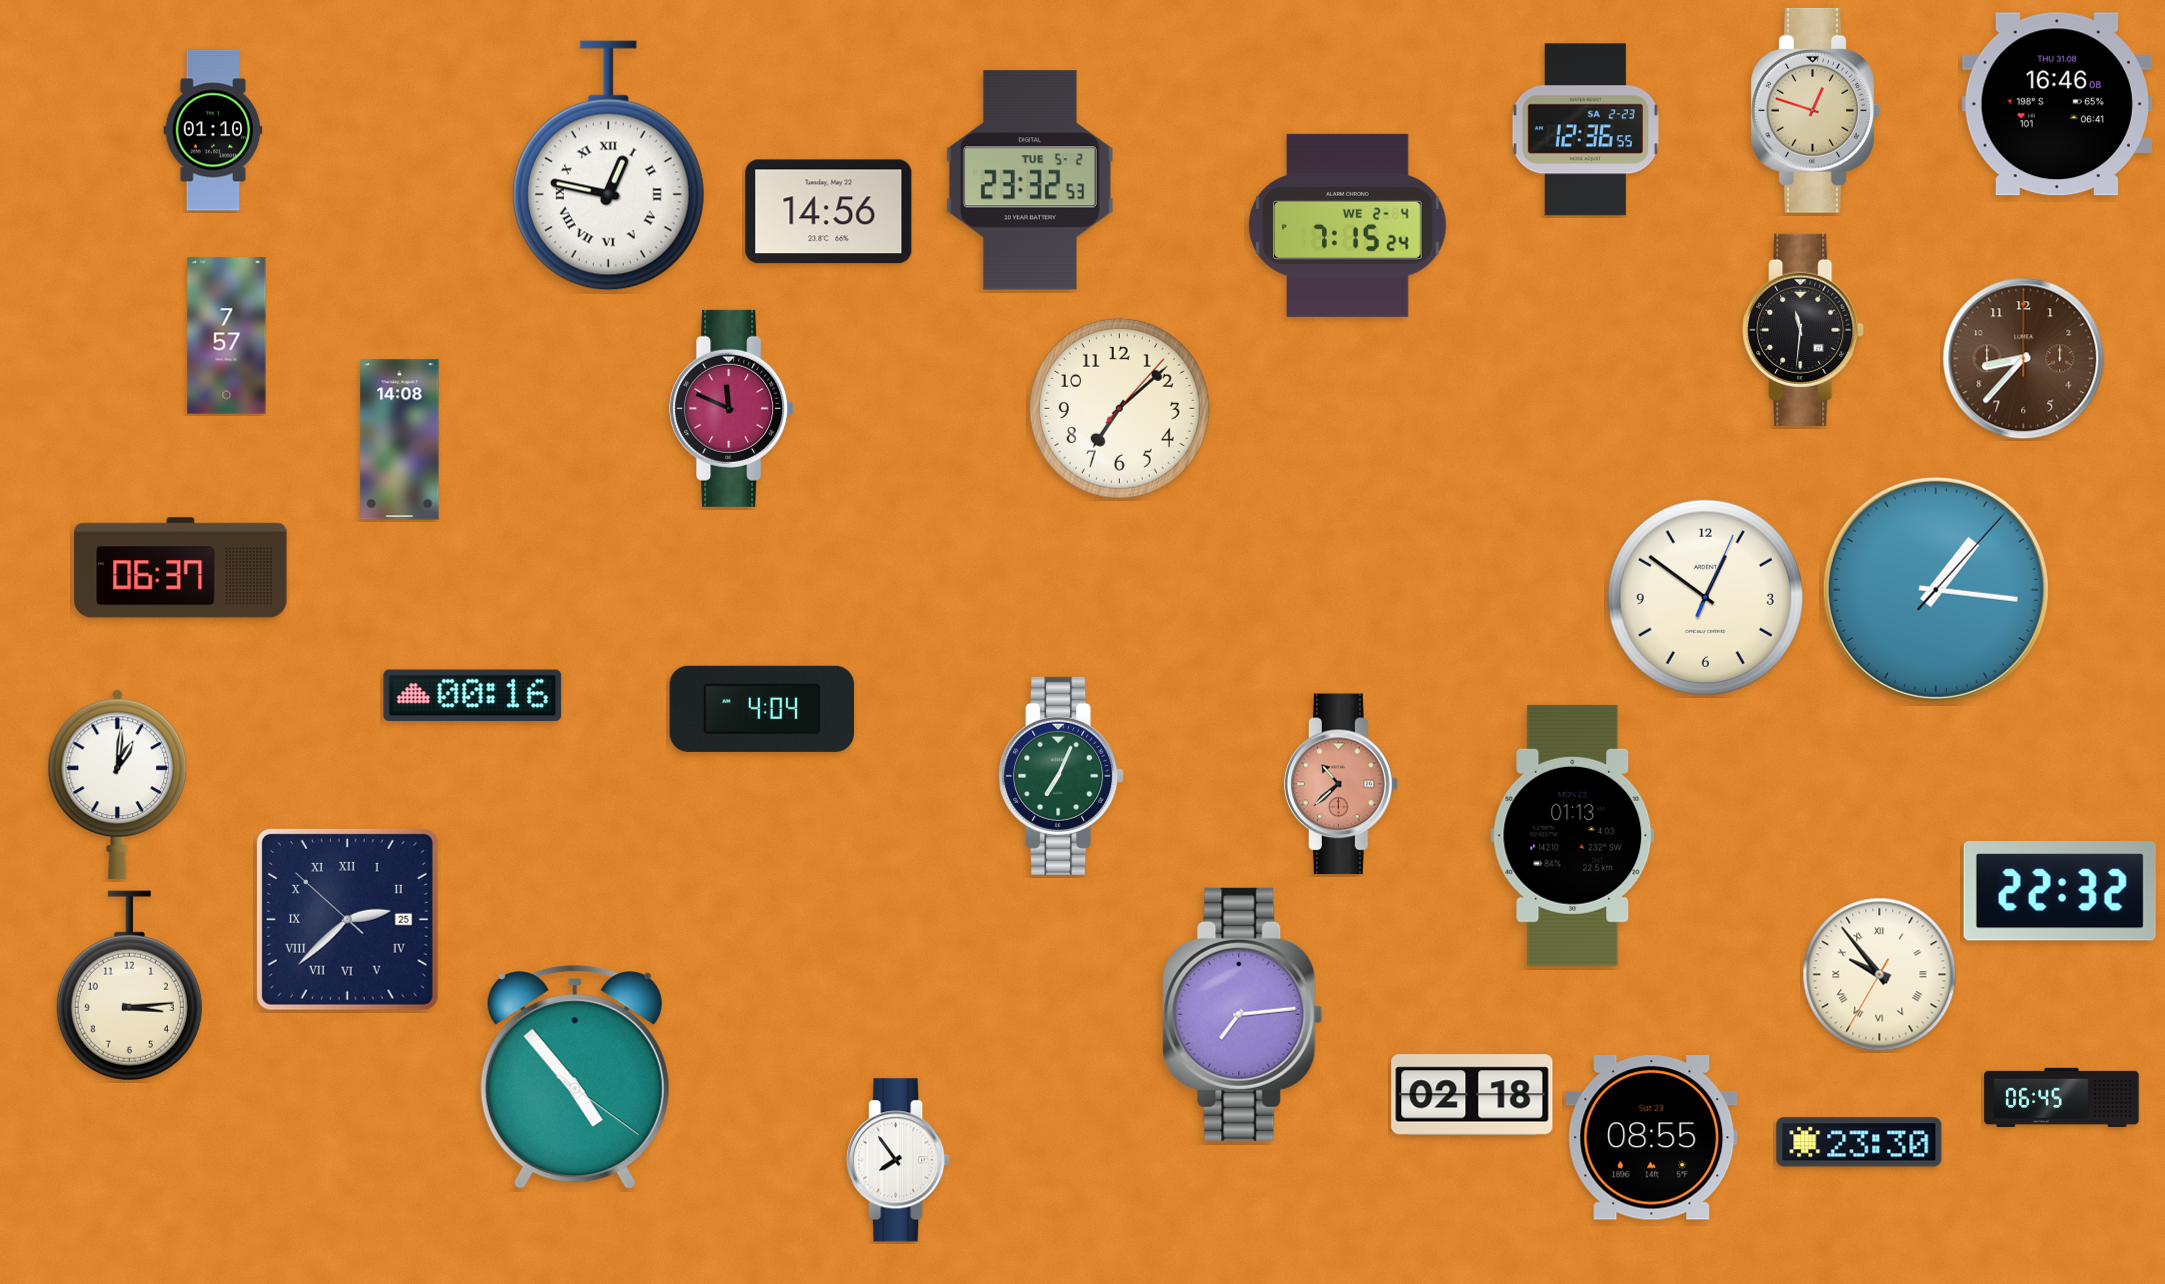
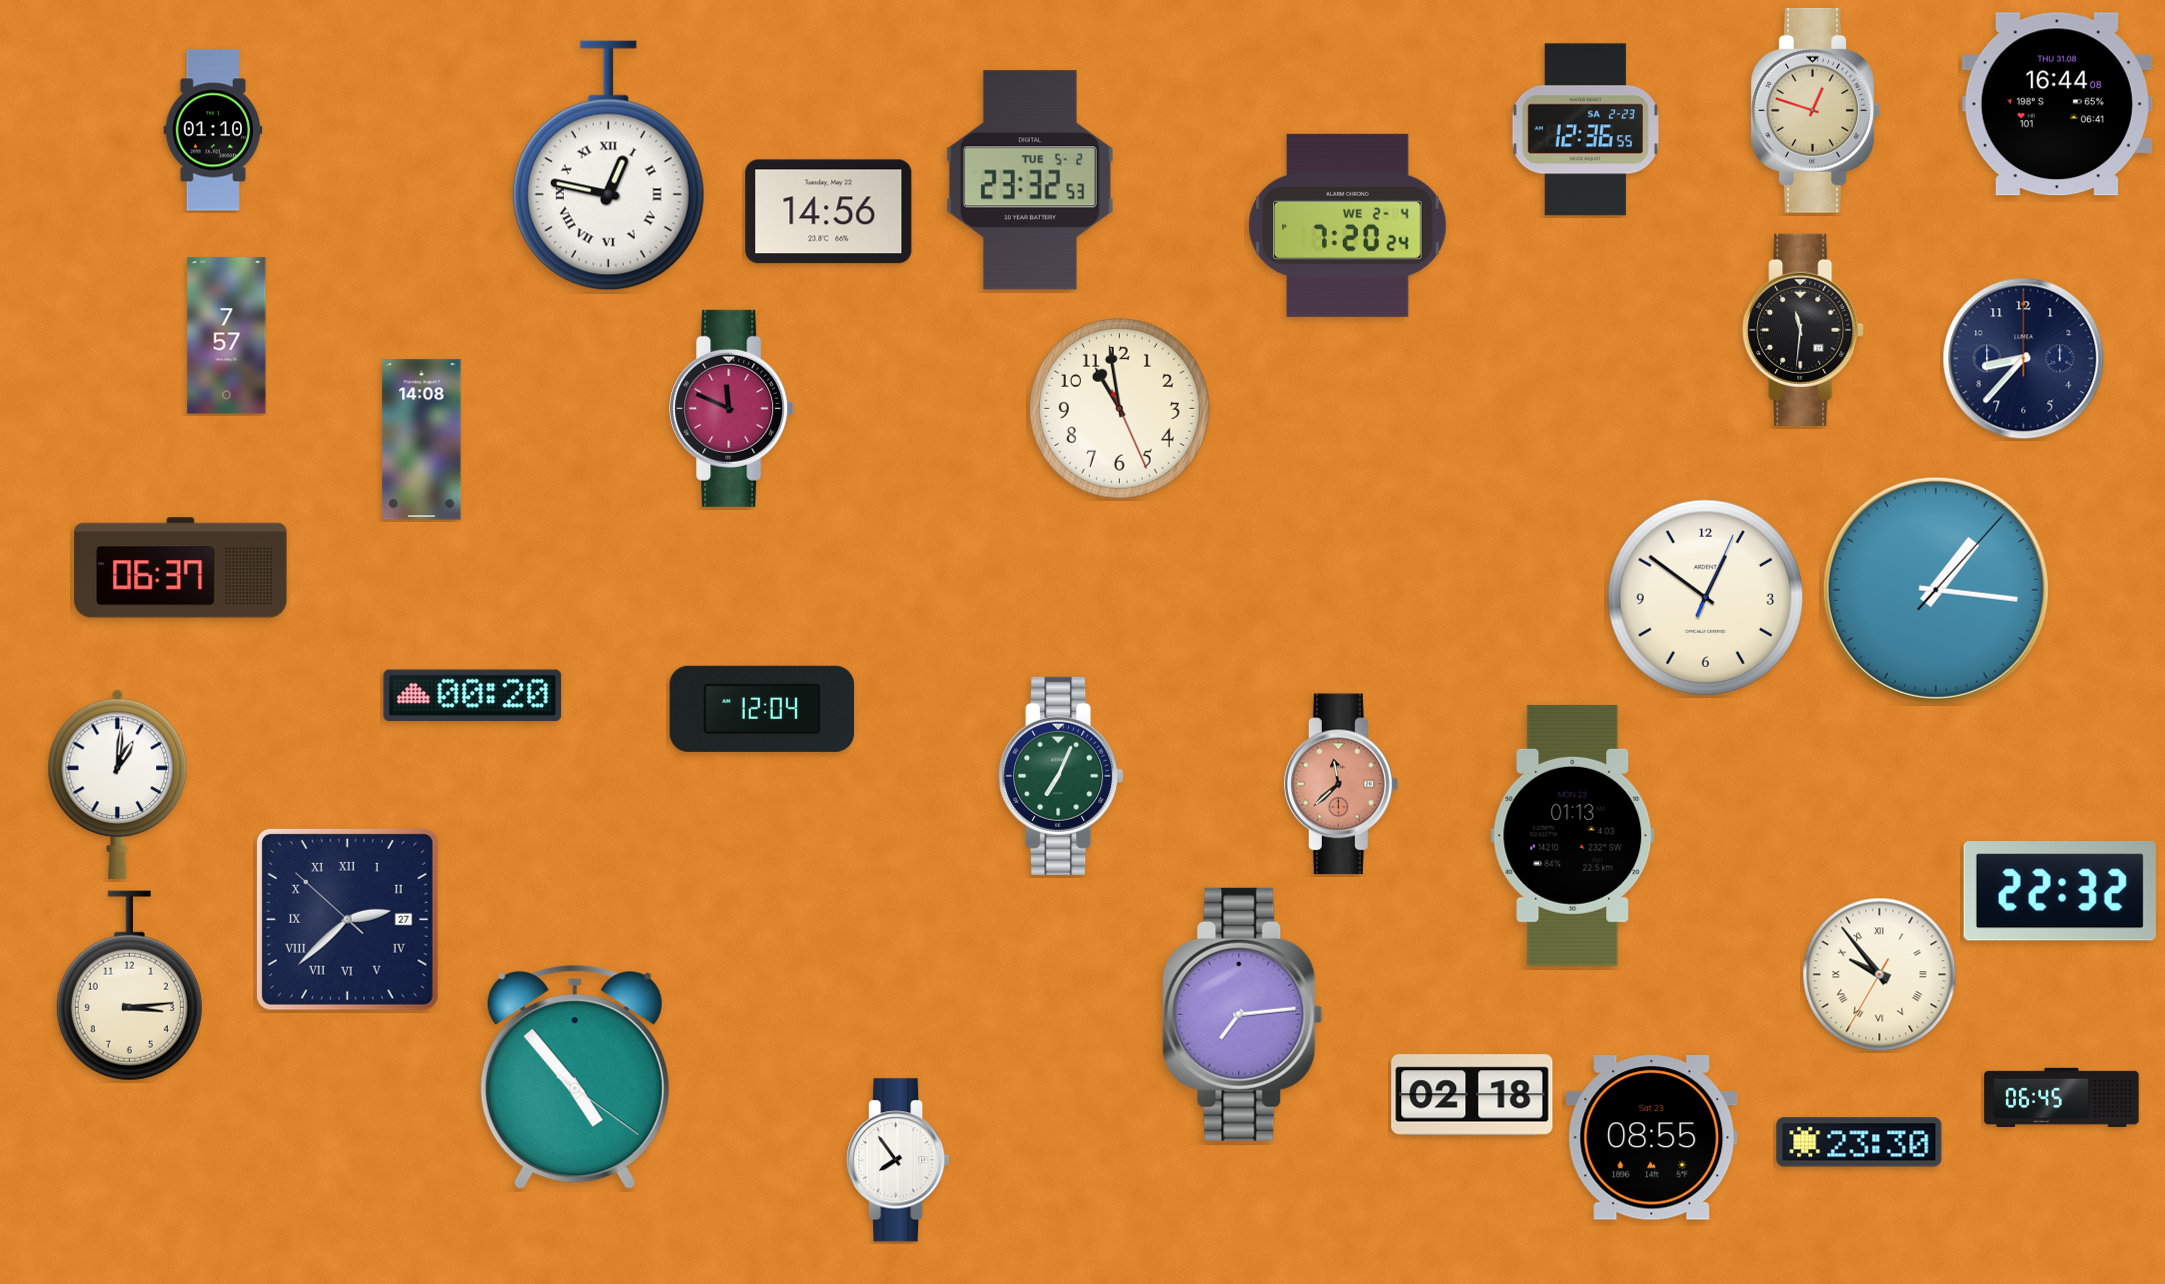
clock at (2057, 104): 16:46 -> 16:44
clock at (1348, 225): 7:15 -> 7:20
clock at (2024, 359) dial: brown -> navy
clock at (1119, 408): 7:08 -> 10:58
clock at (400, 440) position: (400, 440) -> (422, 440)
clock at (473, 696): 00:16 -> 00:20
clock at (762, 709): 4:04 -> 12:04
clock at (1341, 784): 10:38 -> 11:38
clock at (347, 919) date: 25 -> 27
